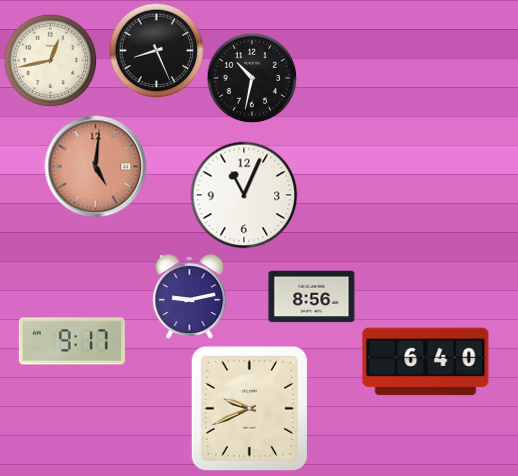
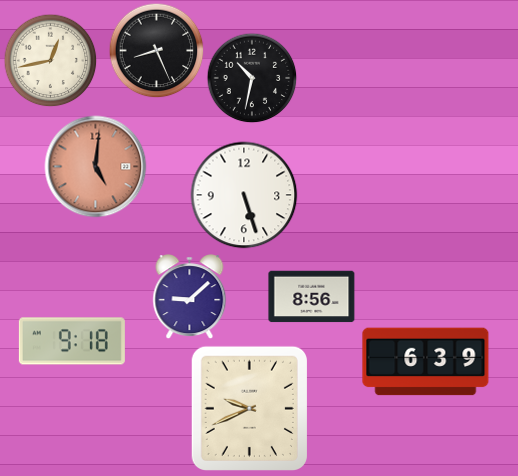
clock at (244, 195): 11:04 -> 5:27
clock at (190, 297): 9:13 -> 9:08
clock at (72, 341): 9:17 -> 9:18
clock at (426, 362): 6:40 -> 6:39
